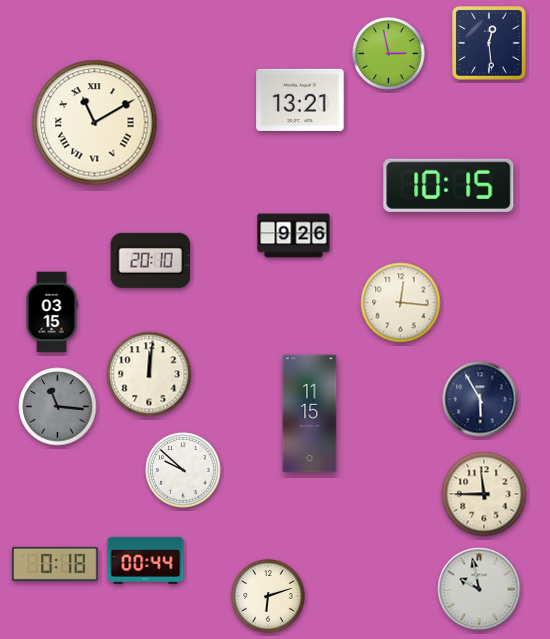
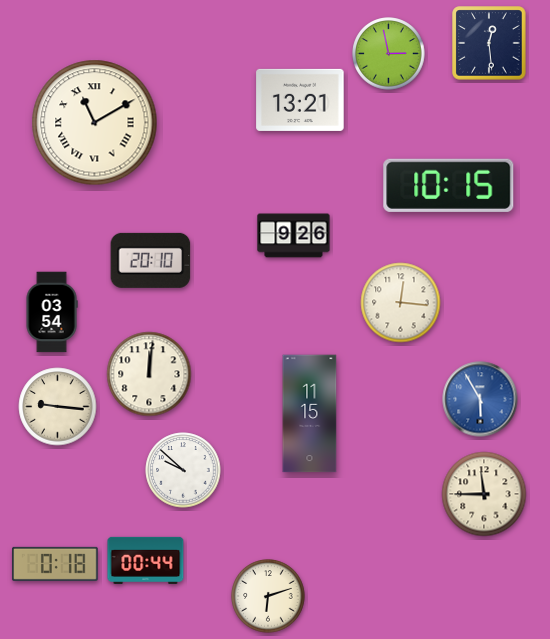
clock at (52, 312): 03:15 -> 03:54
clock at (480, 399) dial: navy -> blue
clock at (58, 407): 11:16 -> 9:16
clock at (58, 407) dial: grey -> cream
clock at (479, 589): 9:58 -> none
